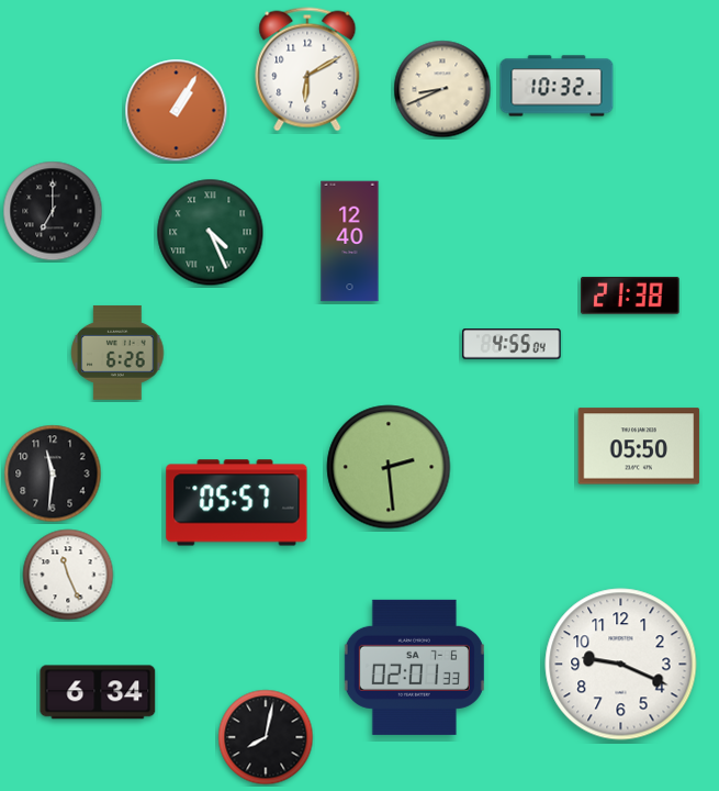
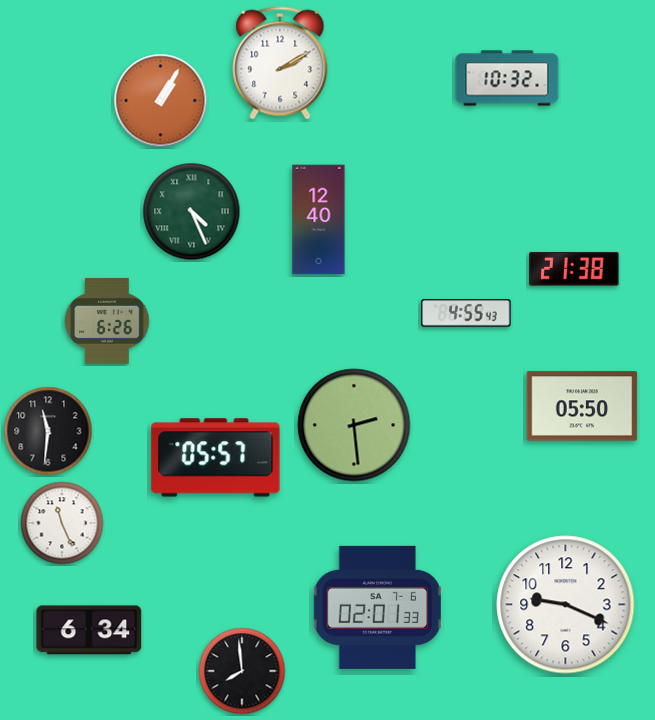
clock at (307, 69): 6:10 -> 2:10
clock at (442, 89): 8:41 -> none
clock at (53, 211): 7:00 -> none
clock at (512, 344): 4:55:04 -> 4:55:43
clock at (266, 737): 8:02 -> 7:59
